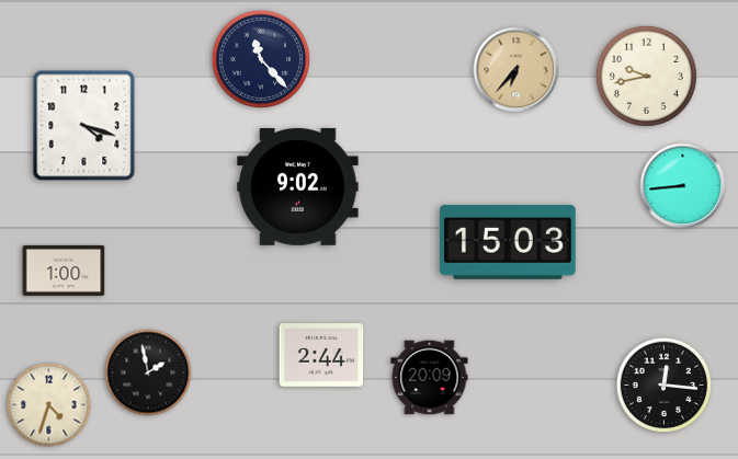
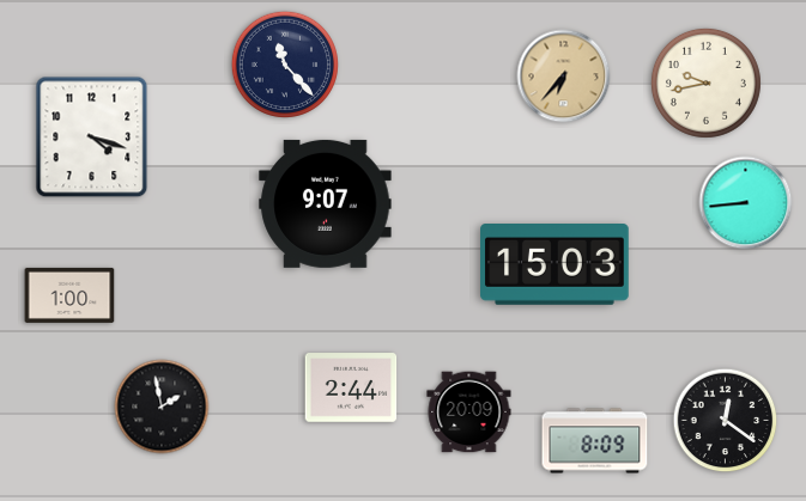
clock at (298, 186): 9:02 -> 9:07
clock at (665, 386): 12:16 -> 12:21
clock at (595, 441): none -> 8:09
clock at (49, 405): 4:33 -> none
